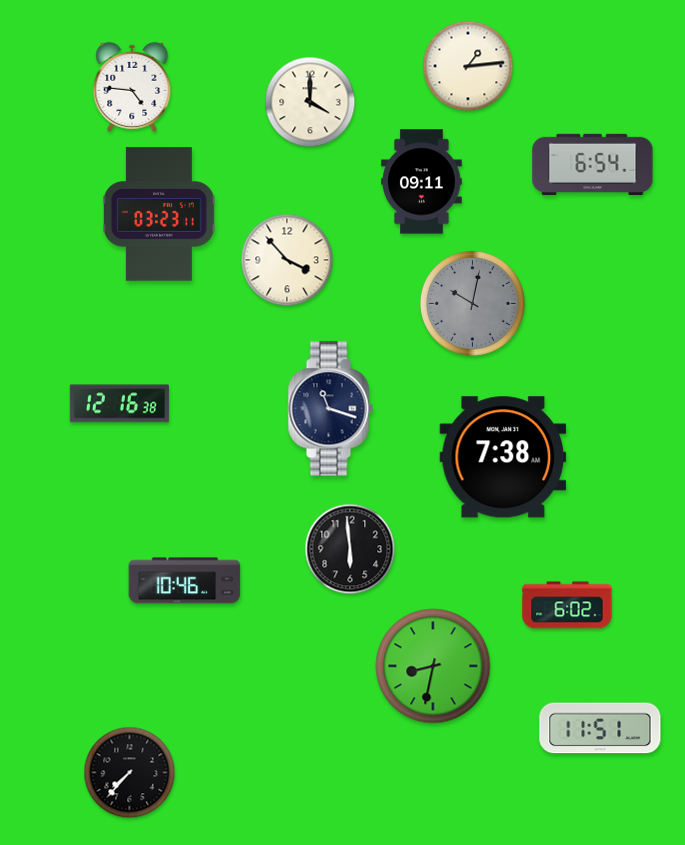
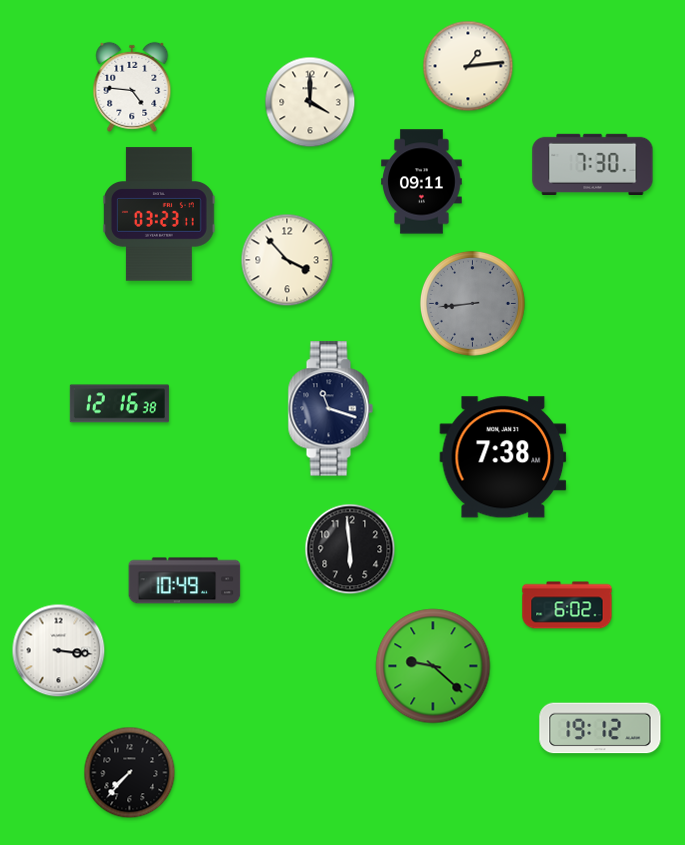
clock at (593, 164): 6:54 -> 7:30
clock at (472, 303): 10:02 -> 8:44
clock at (185, 581): 10:46 -> 10:49
clock at (59, 651): none -> 3:16
clock at (433, 666): 8:32 -> 9:22
clock at (600, 728): 11:51 -> 19:12
